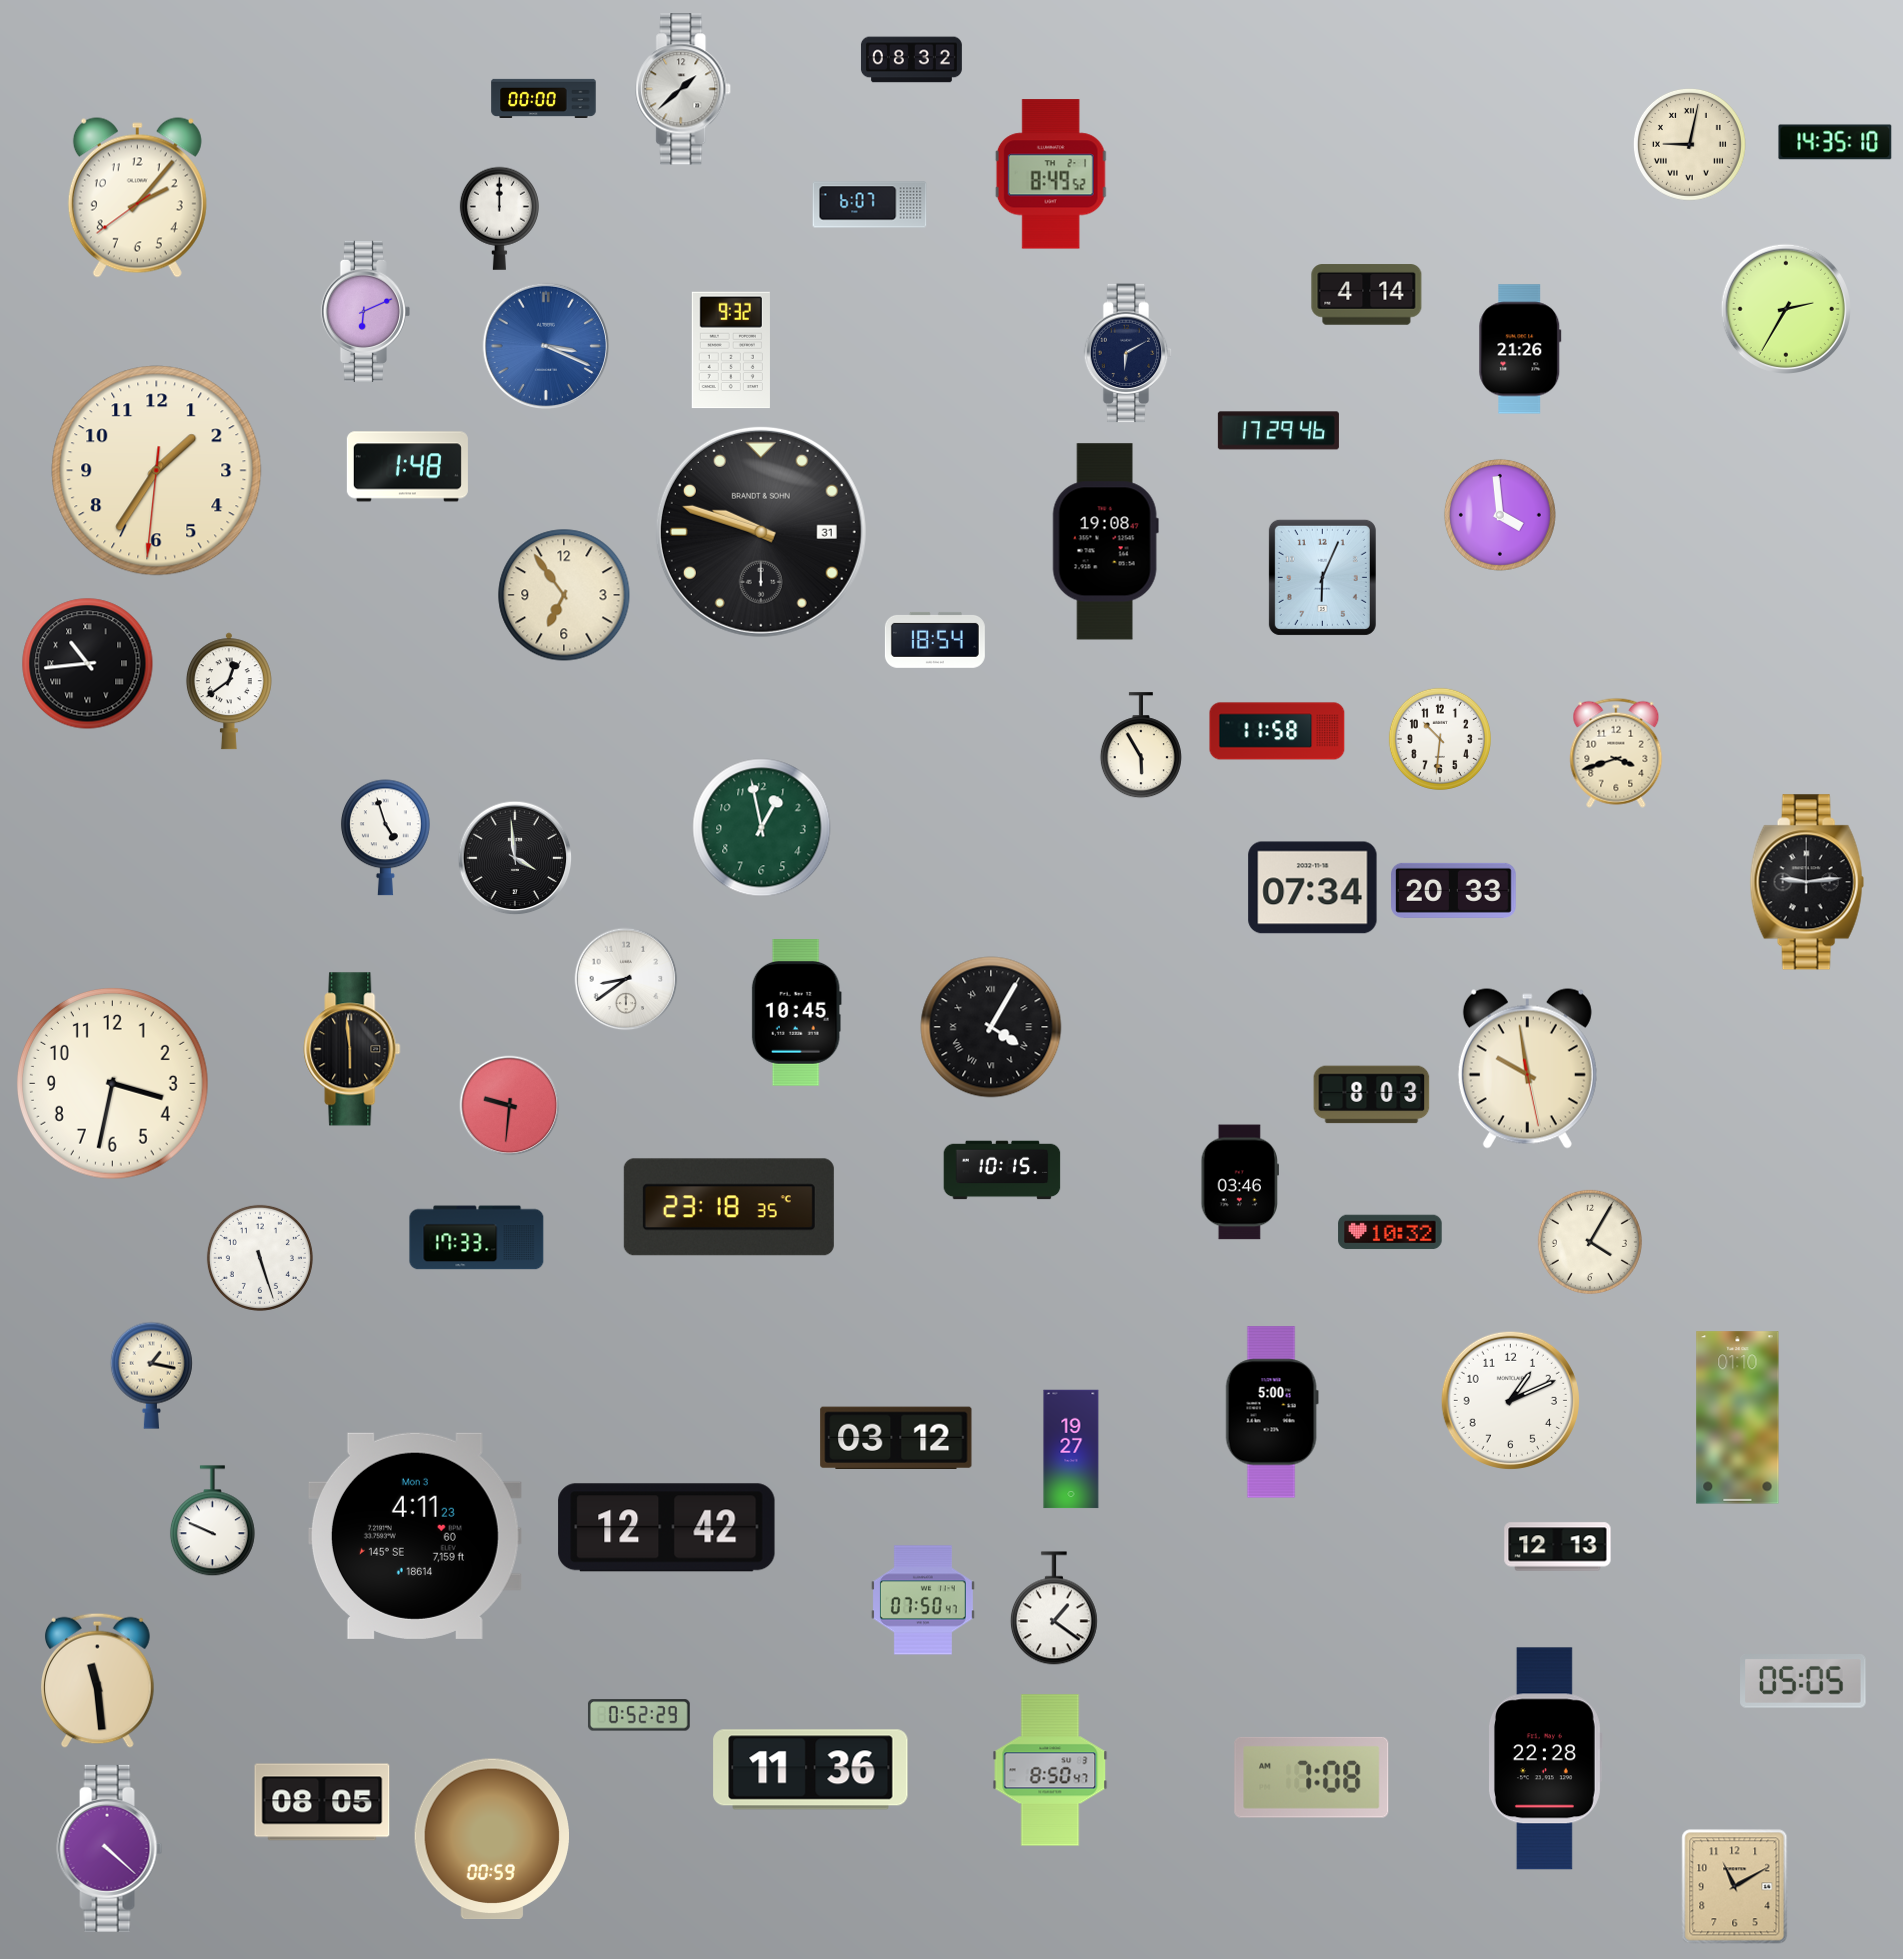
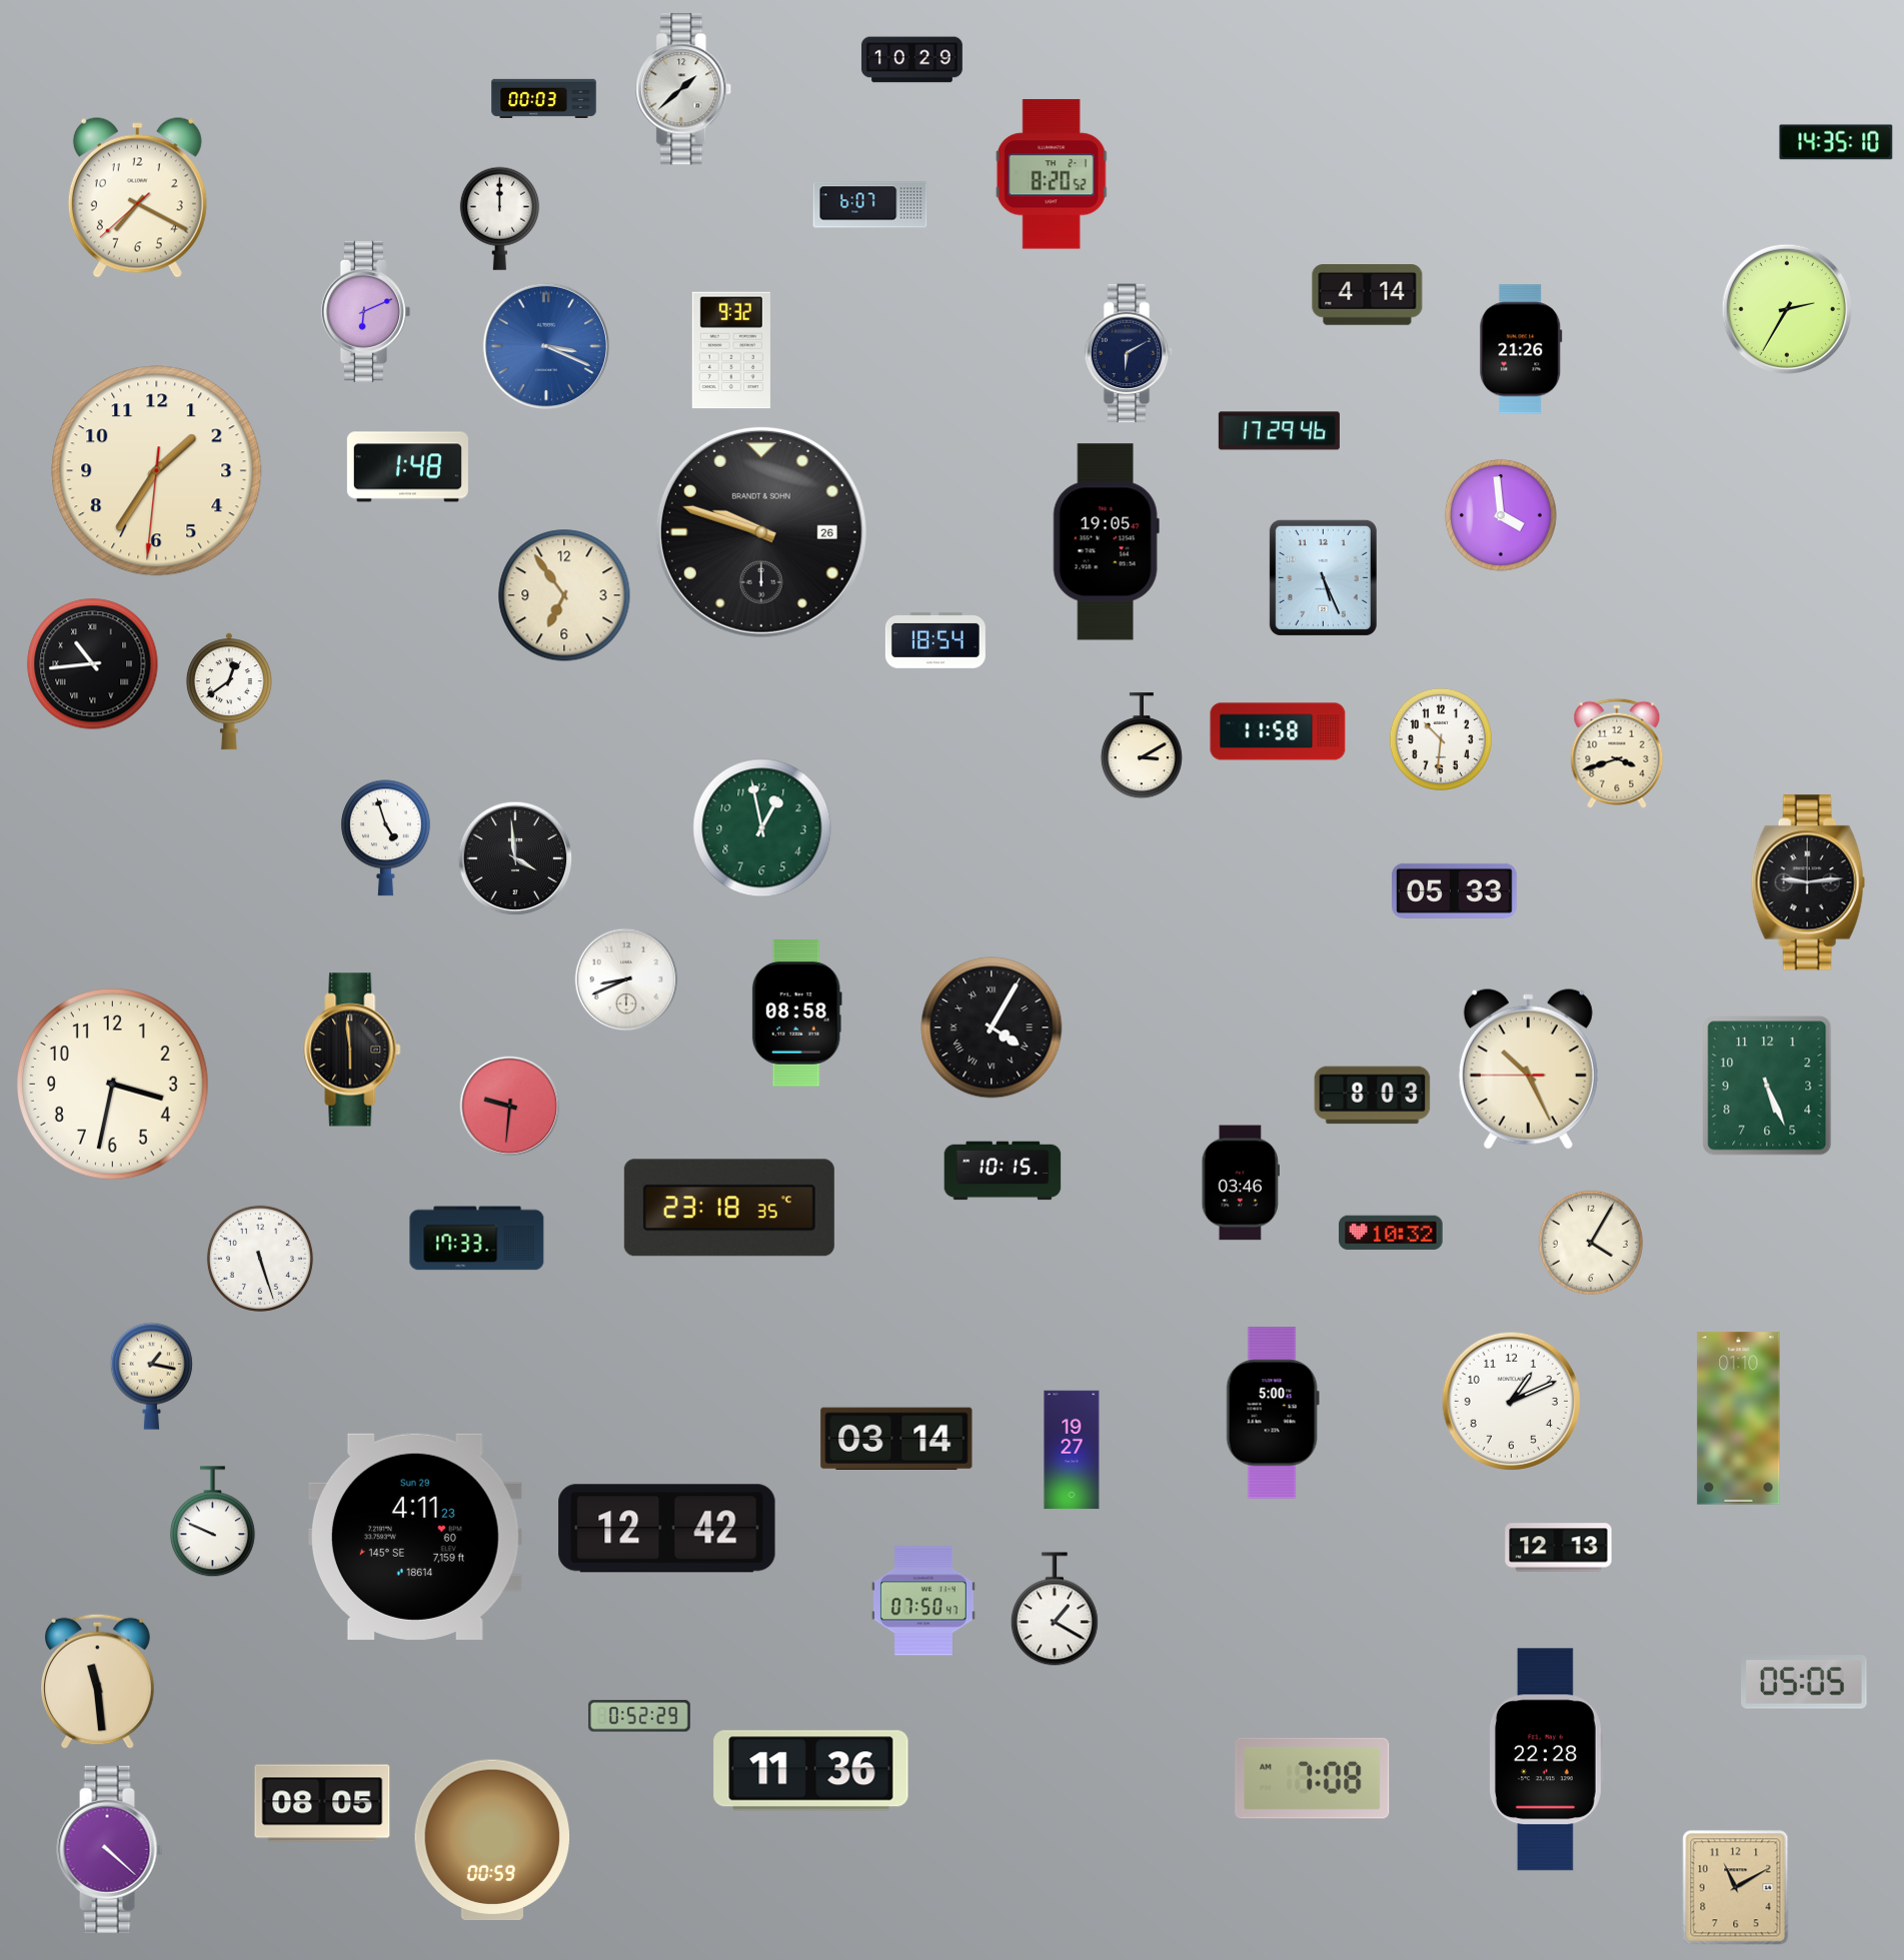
clock at (911, 60): 08:32 -> 10:29
clock at (544, 98): 00:00 -> 00:03
clock at (1689, 144): 9:02 -> none
clock at (1051, 174): 8:49 -> 8:20
clock at (137, 198): 2:06 -> 7:19
clock at (761, 532) date: 31 -> 26
clock at (1105, 542): 19:08 -> 19:05
clock at (1322, 577): 6:04 -> 5:26
clock at (88, 664) position: (88, 664) -> (93, 664)
clock at (1141, 746): 5:55 -> 3:10
clock at (1313, 888): 07:34 -> none
clock at (1454, 890): 20:33 -> 05:33
clock at (626, 979): 8:39 -> 8:41
clock at (796, 1013): 10:45 -> 08:58
clock at (1527, 1069): 9:58 -> 10:25
clock at (1767, 1086): none -> 5:26
clock at (896, 1438): 03:12 -> 03:14
clock at (415, 1536) date: Mon 3 -> Sun 29
clock at (1054, 1608): 1:21 -> 1:20
clock at (1050, 1770): 8:50 -> none
